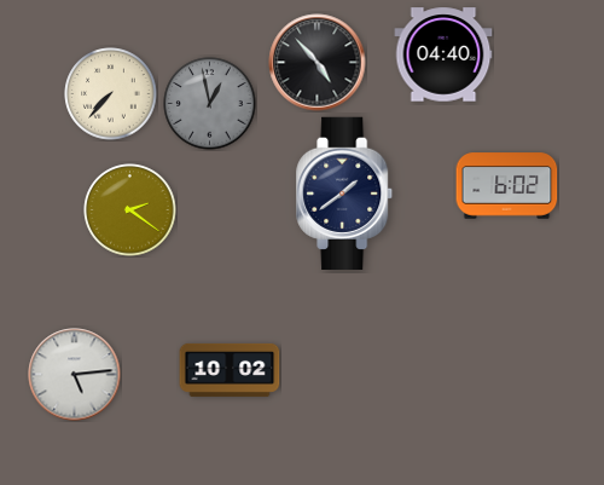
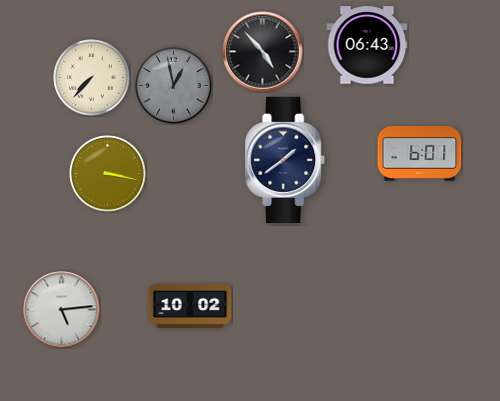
clock at (443, 54): 04:40 -> 06:43
clock at (507, 186): 6:02 -> 6:01
clock at (130, 210): 2:21 -> 3:17
